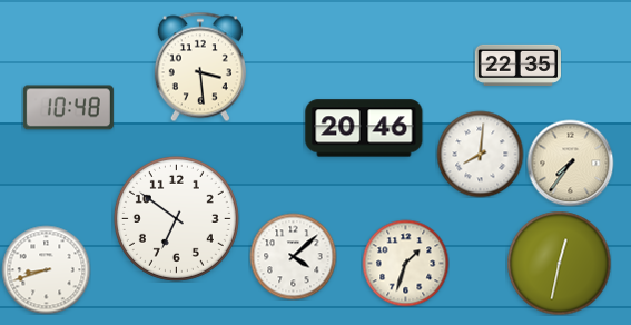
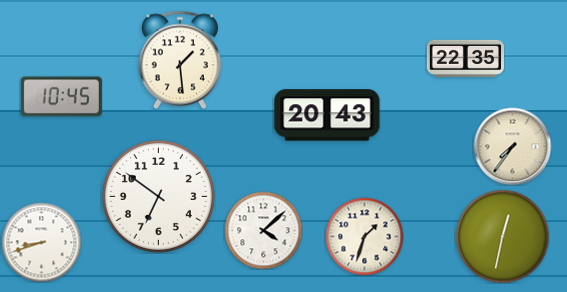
clock at (200, 67): 3:29 -> 1:29
clock at (68, 108): 10:48 -> 10:45
clock at (364, 128): 20:46 -> 20:43
clock at (480, 154): 8:01 -> none
